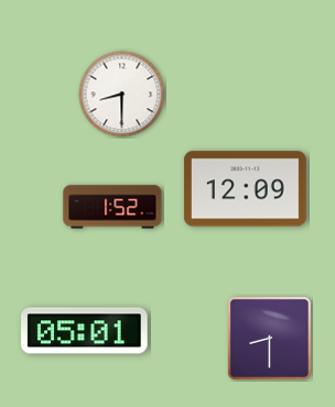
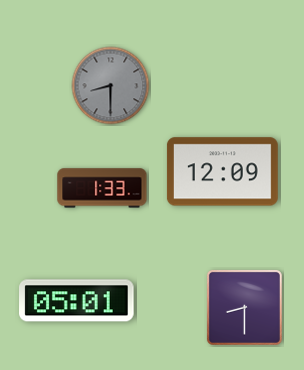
clock at (122, 95) dial: white -> grey
clock at (112, 207): 1:52 -> 1:33
